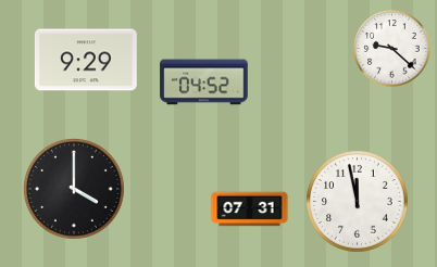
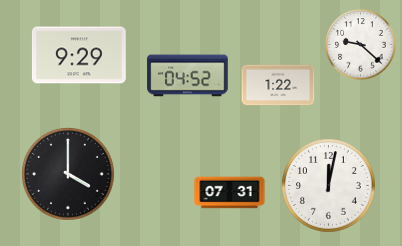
clock at (278, 85): none -> 1:22
clock at (358, 202): 11:58 -> 12:02
